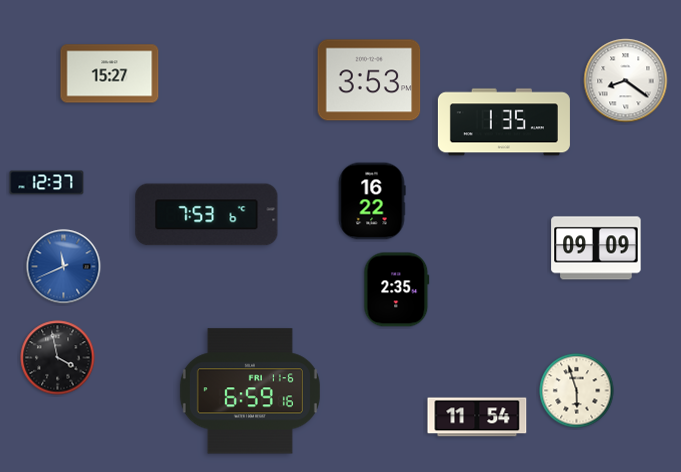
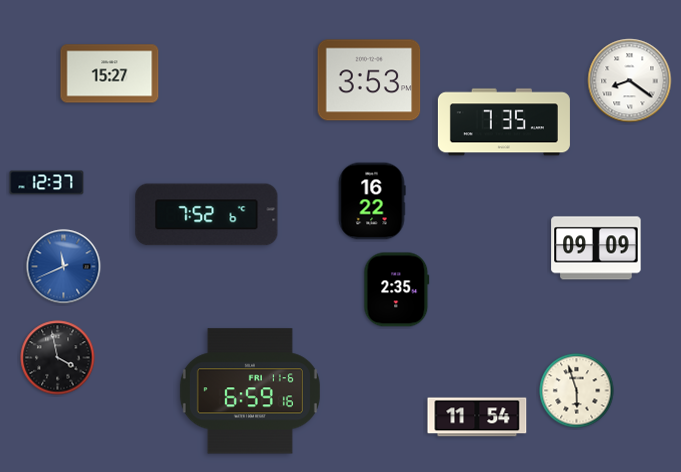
clock at (626, 81) position: (626, 81) -> (630, 81)
clock at (504, 122): 1:35 -> 7:35
clock at (207, 215): 7:53 -> 7:52
